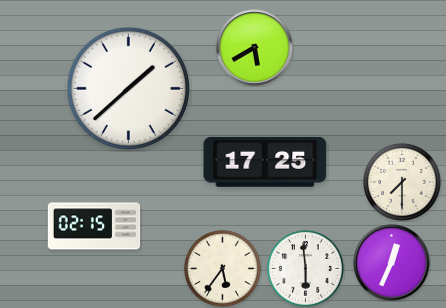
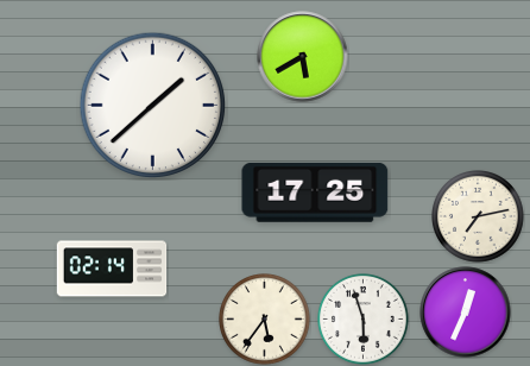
clock at (403, 183): 7:30 -> 7:13
clock at (94, 226): 02:15 -> 02:14
clock at (306, 269): 5:59 -> 5:57
